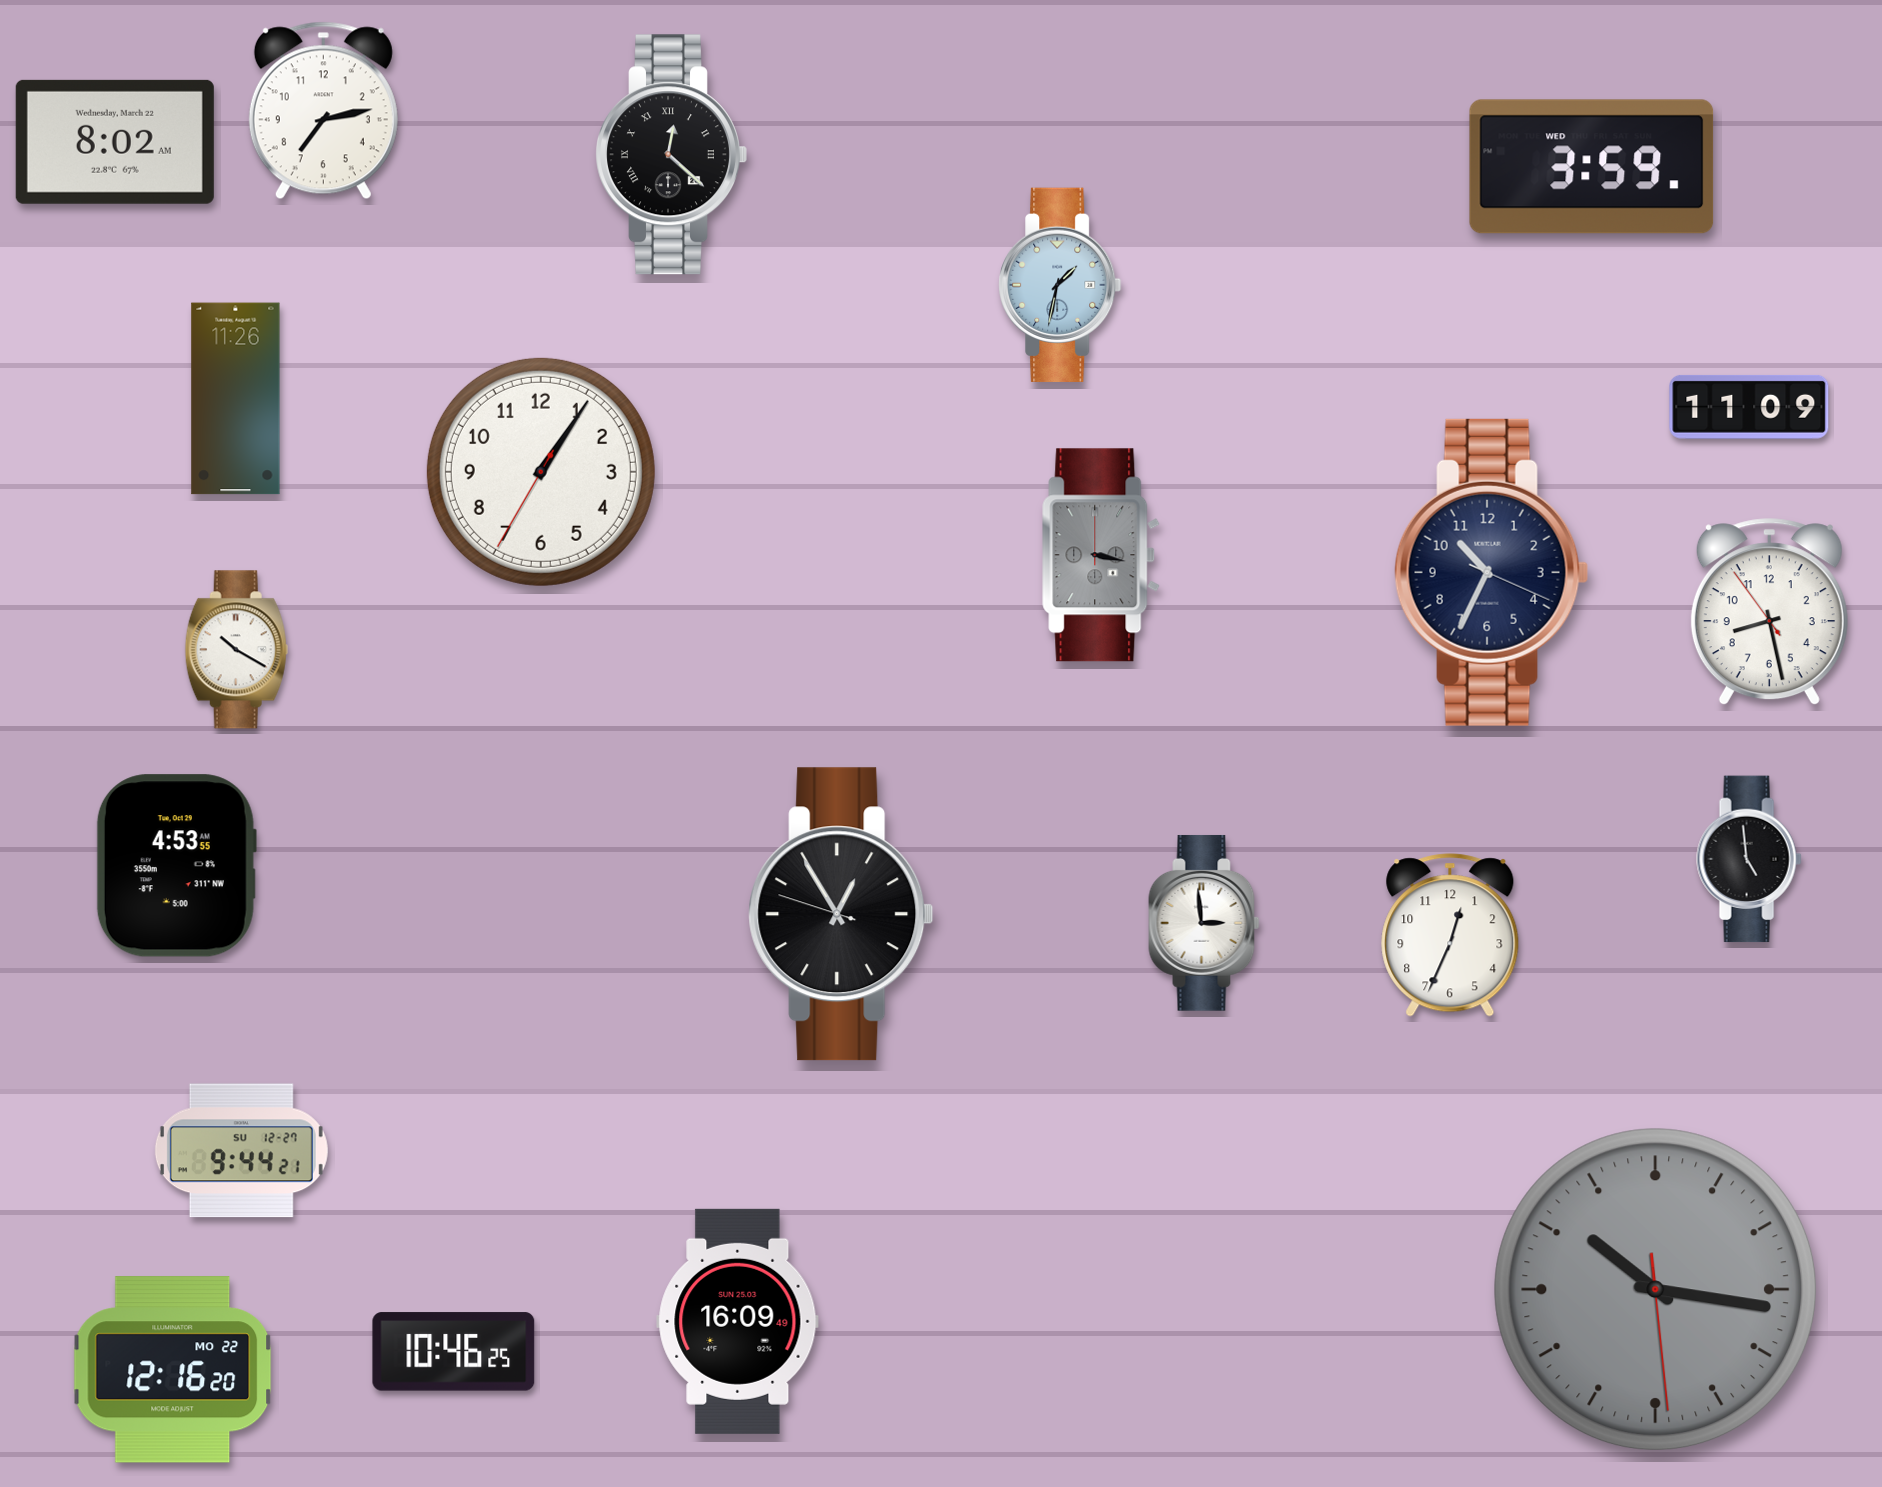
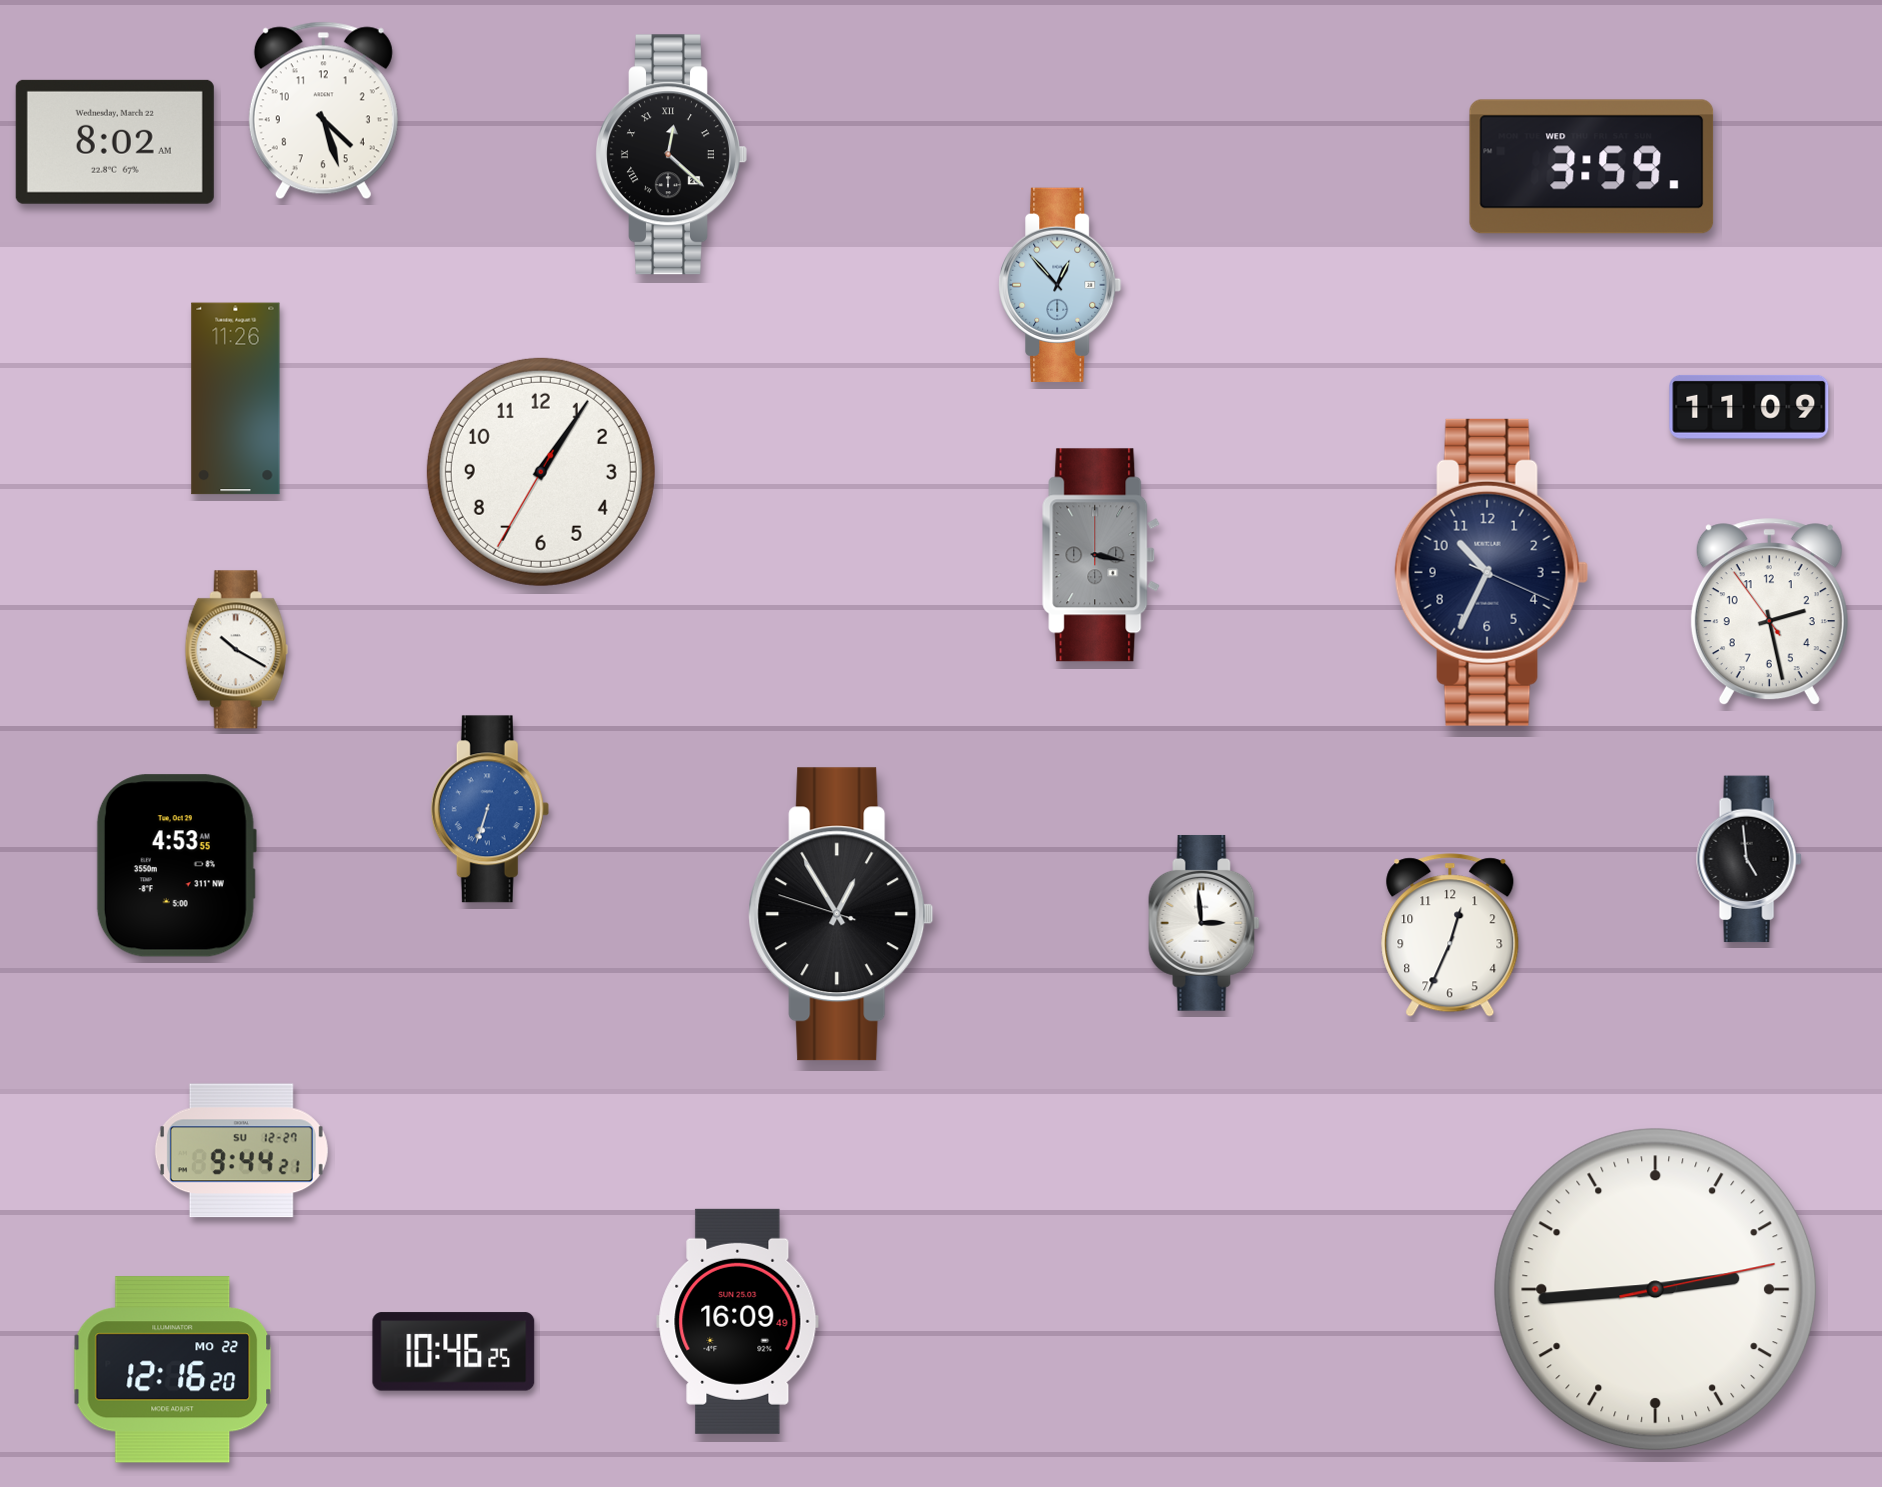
clock at (323, 111): 7:13 -> 4:27
clock at (1060, 285): 1:32 -> 12:53
clock at (1769, 612): 8:27 -> 2:27
clock at (490, 809): none -> 6:33
clock at (1656, 1290): 10:16 -> 2:44
clock at (1656, 1290) dial: grey -> white
